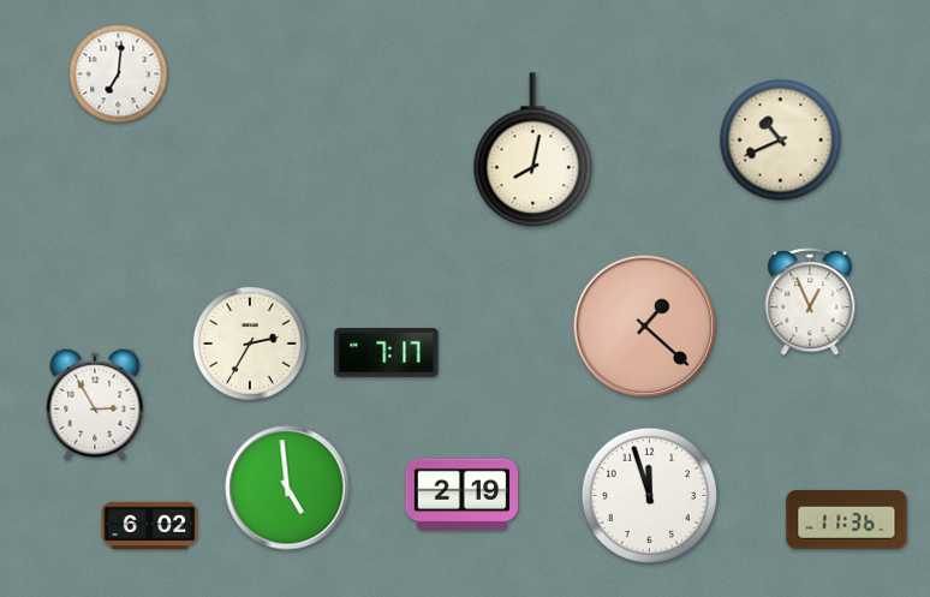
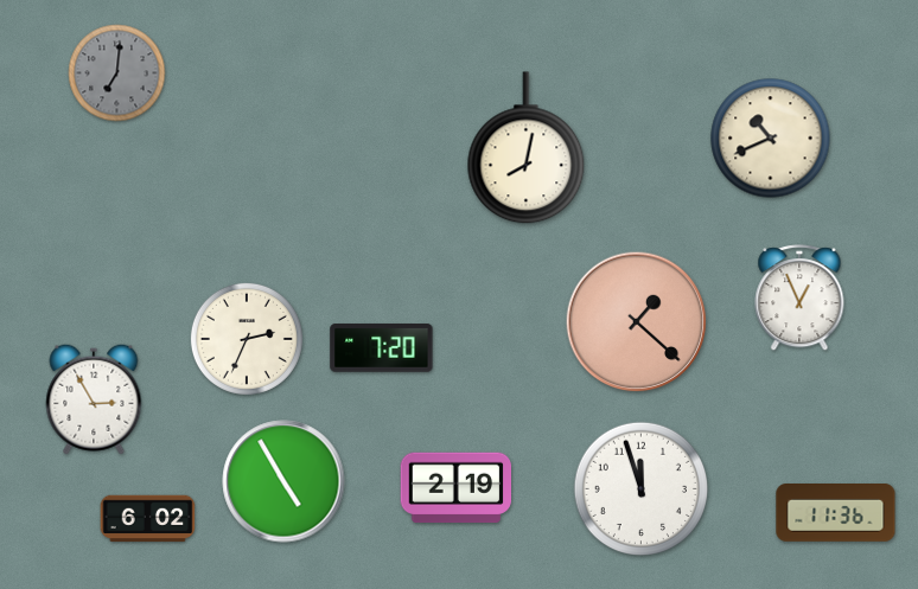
clock at (119, 74) dial: white -> grey
clock at (250, 344): 2:35 -> 2:34
clock at (387, 353): 7:17 -> 7:20
clock at (287, 488): 4:59 -> 4:55
